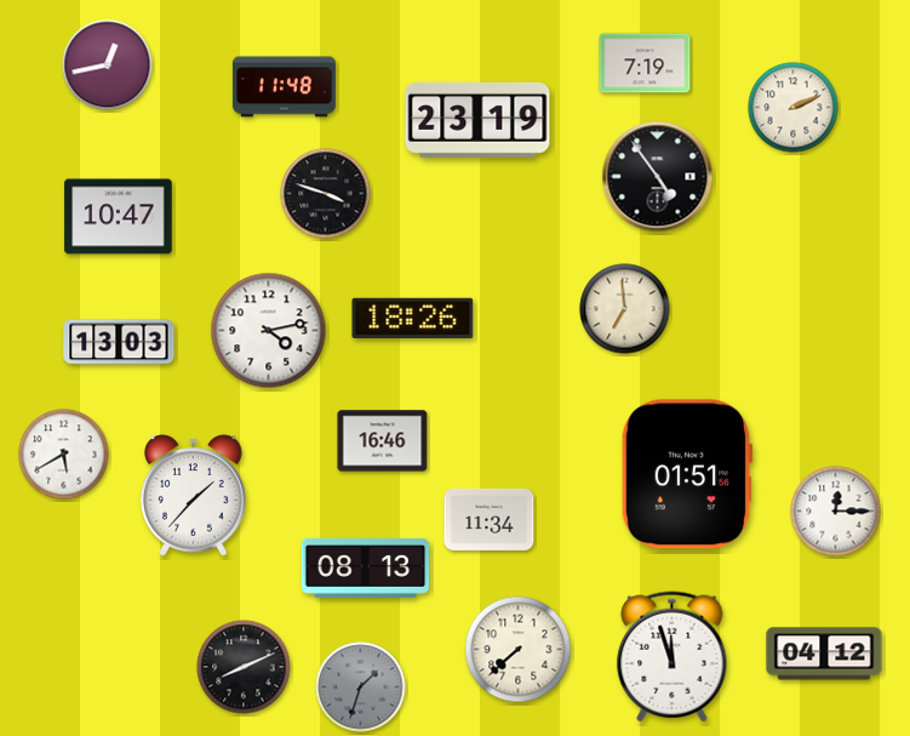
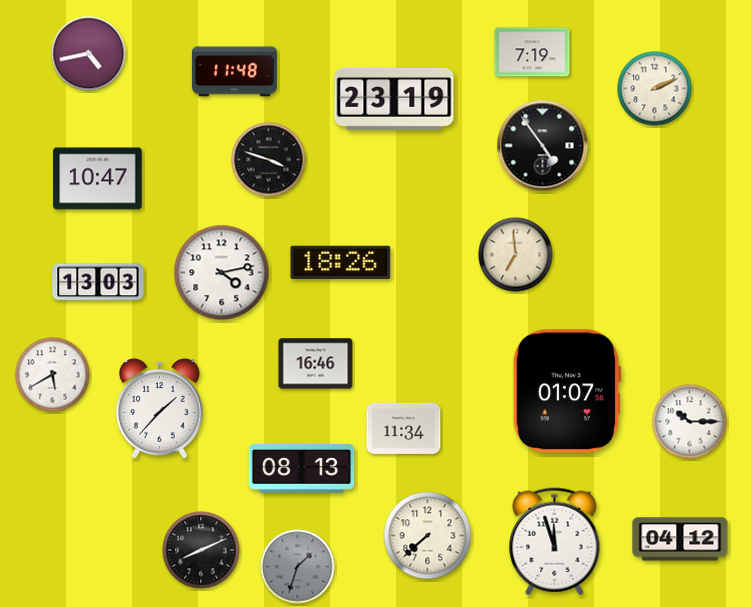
clock at (108, 65): 12:43 -> 4:43
clock at (687, 474): 01:51 -> 01:07
clock at (836, 512): 12:15 -> 10:15
